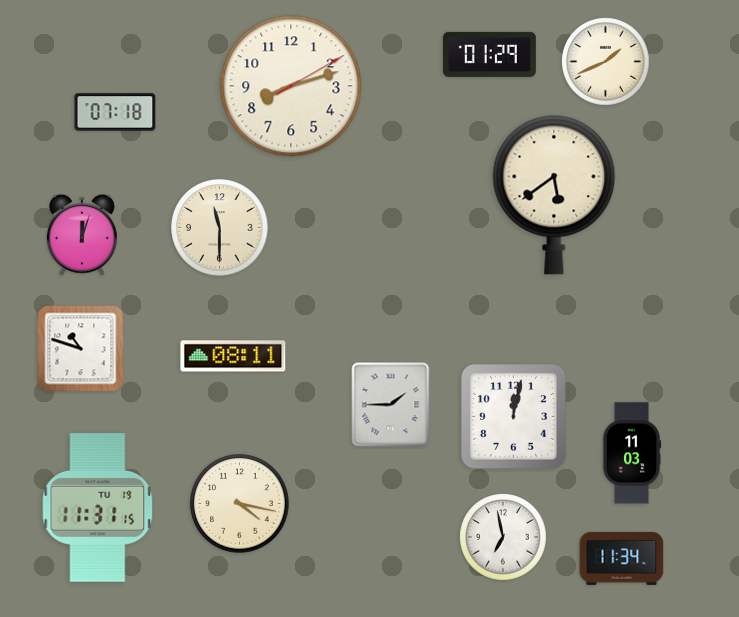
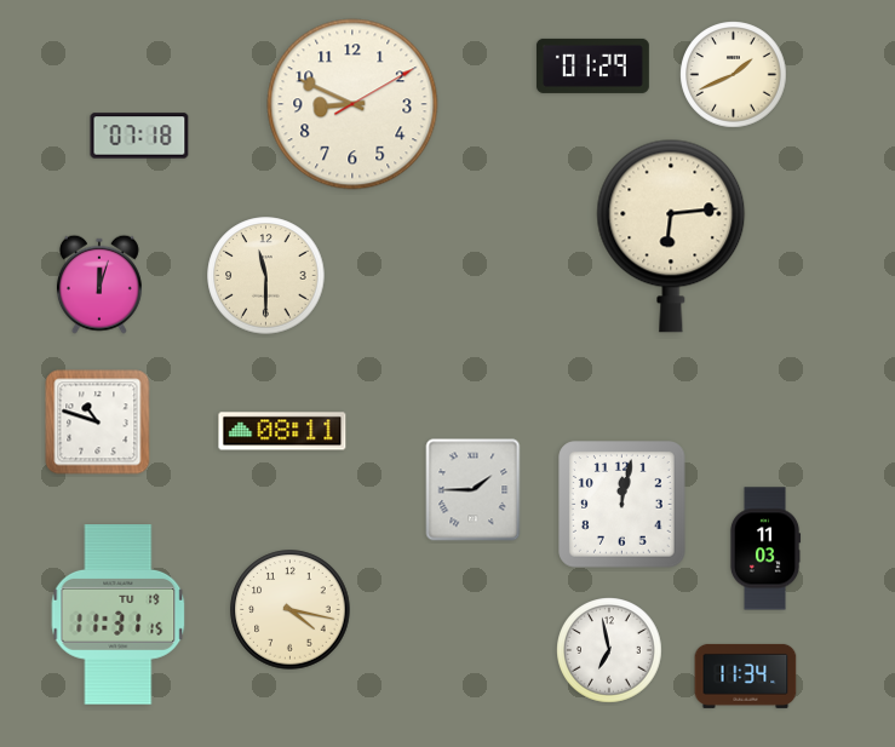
clock at (291, 86): 8:12 -> 8:49
clock at (554, 195): 5:39 -> 6:14
clock at (622, 558) position: (622, 558) -> (746, 676)
